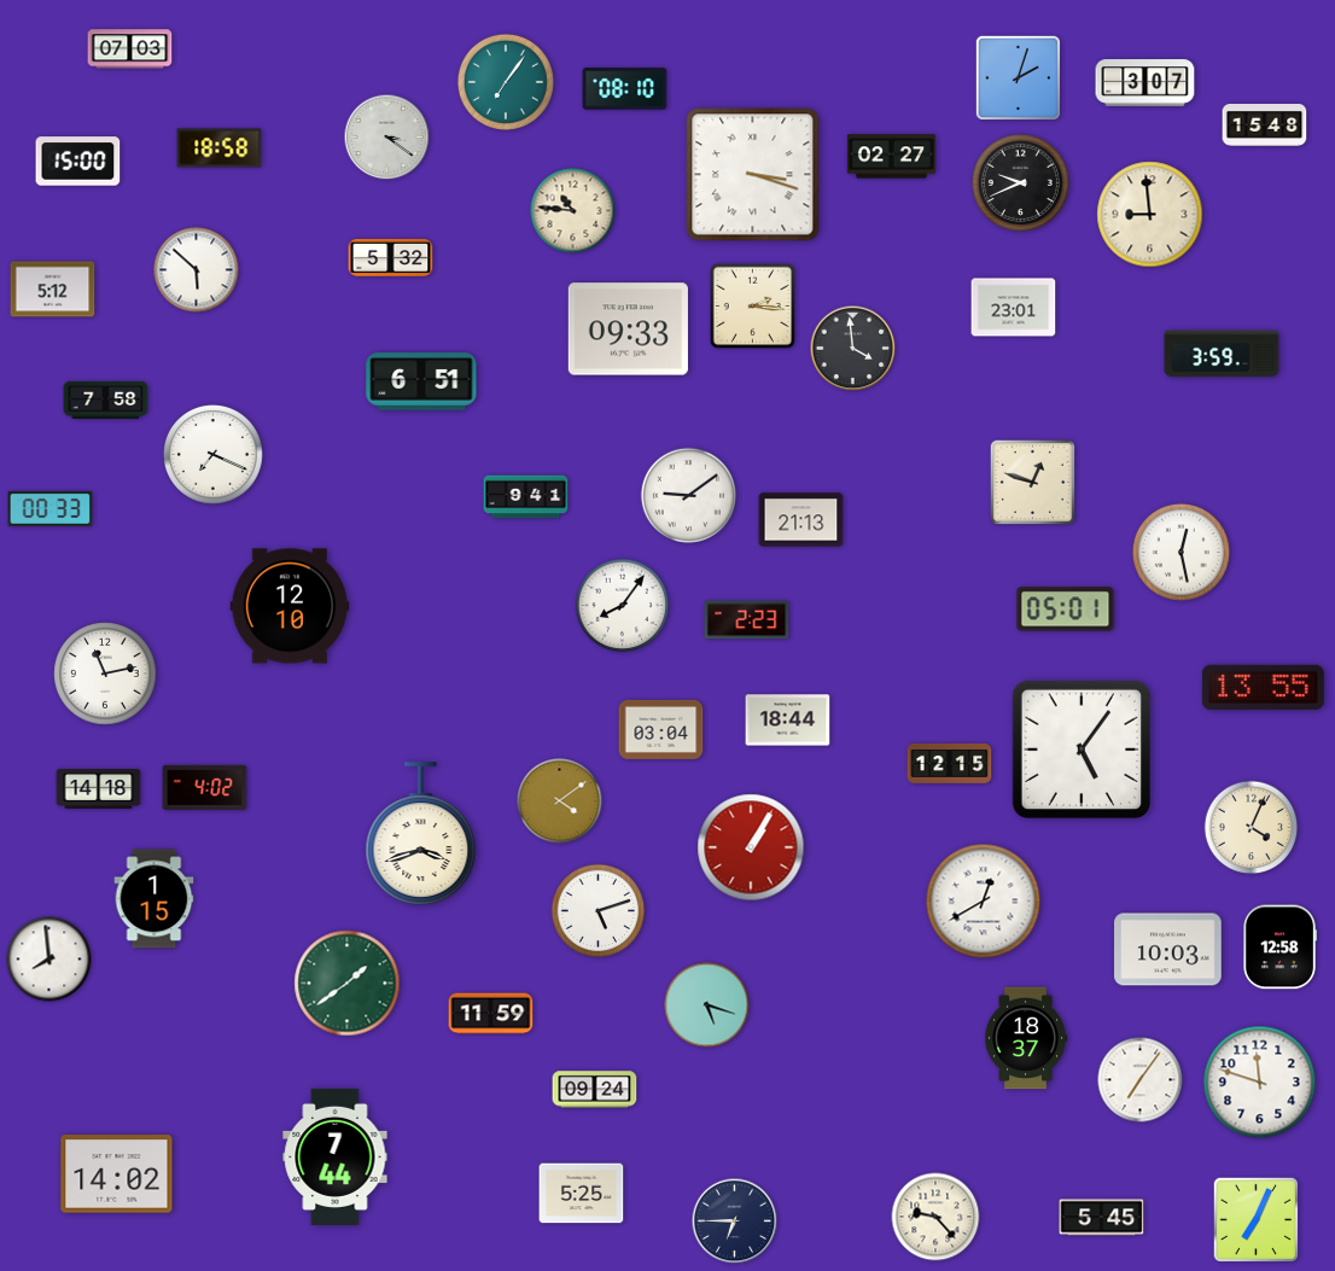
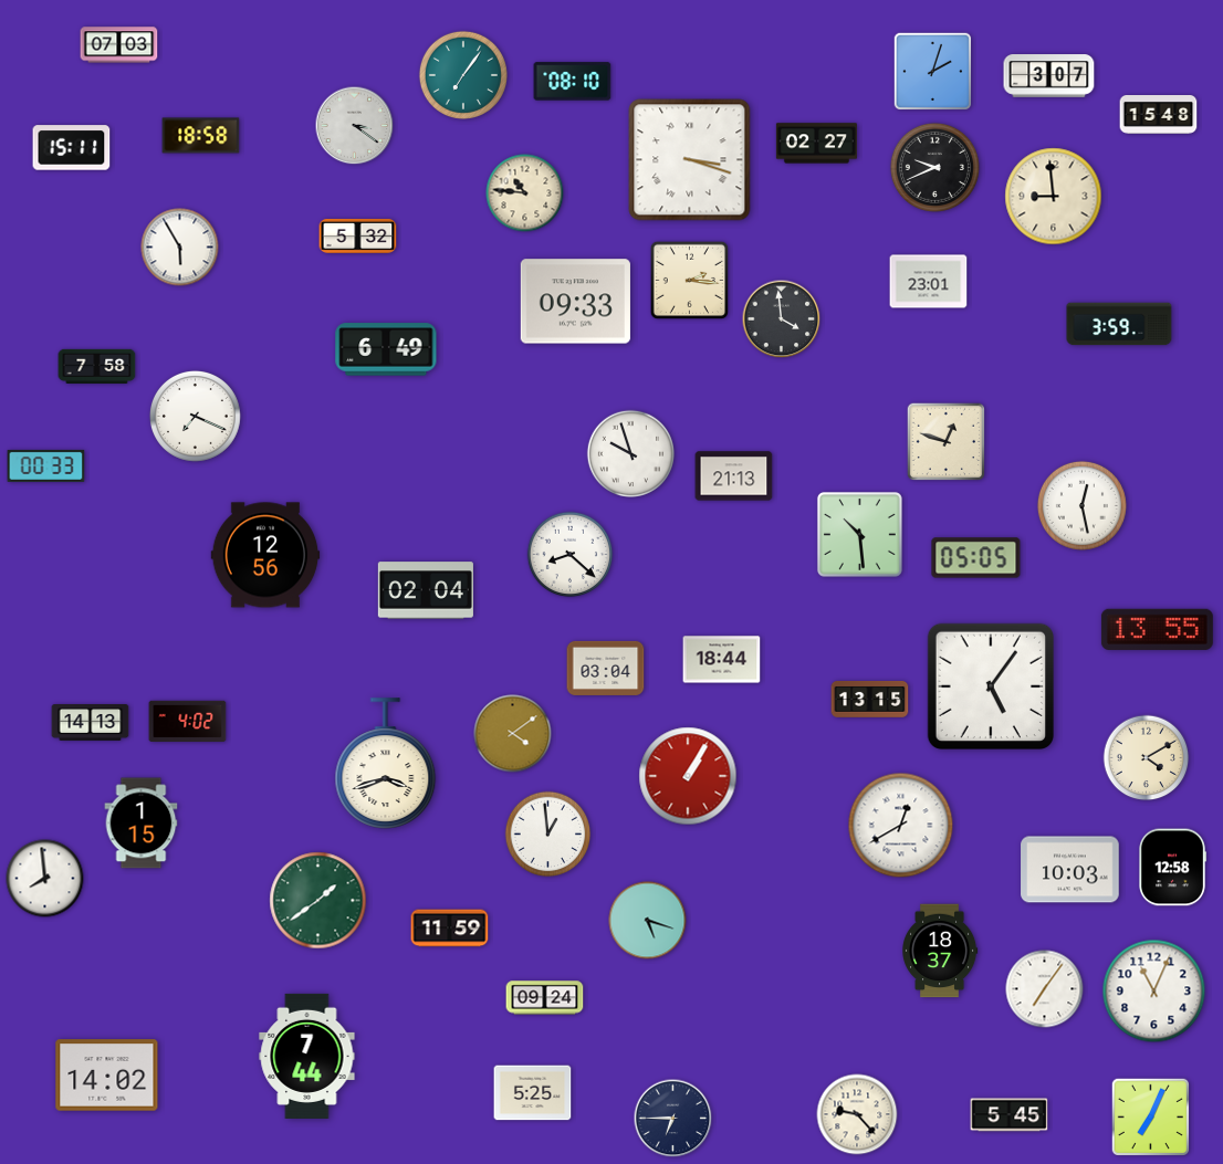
clock at (78, 162): 15:00 -> 15:11
clock at (197, 270): 5:52 -> 5:55
clock at (53, 290): 5:12 -> none
clock at (421, 381): 6:51 -> 6:49
clock at (688, 495): 9:09 -> 9:57
clock at (526, 497): 9:41 -> none
clock at (859, 534): none -> 10:29
clock at (290, 606): 12:10 -> 12:56
clock at (623, 606): 8:06 -> 8:22
clock at (1066, 610): 05:01 -> 05:05
clock at (747, 620): 2:23 -> none
clock at (426, 590): none -> 02:04
clock at (105, 674): 11:13 -> none
clock at (950, 763): 12:15 -> 13:15
clock at (99, 789): 14:18 -> 14:13
clock at (1252, 828): 4:04 -> 4:10
clock at (599, 911): 5:12 -> 12:59
clock at (1260, 1083): 11:48 -> 11:04
clock at (336, 1156) position: (336, 1156) -> (307, 1056)
